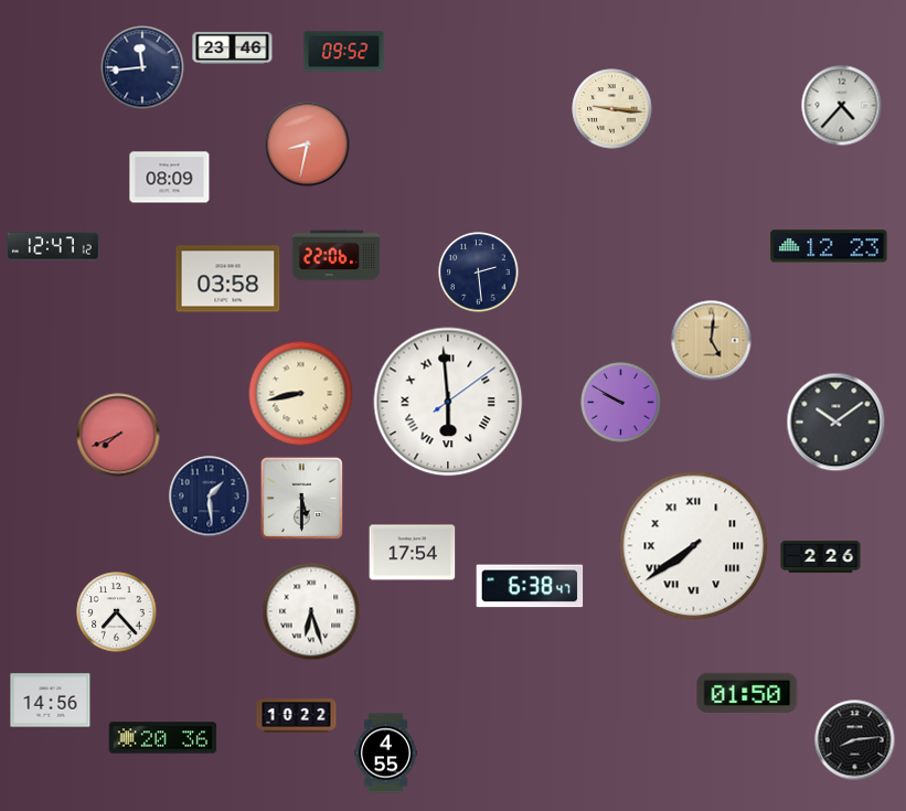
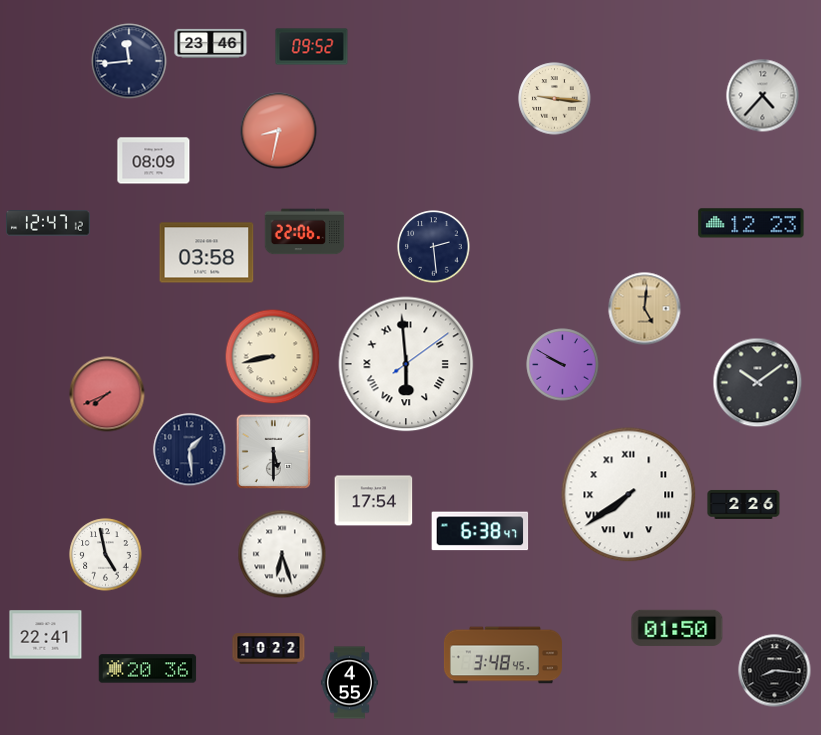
clock at (117, 612): 7:23 -> 4:58
clock at (51, 701): 14:56 -> 22:41
clock at (503, 655): none -> 3:48
clock at (855, 740): 8:14 -> 8:16
